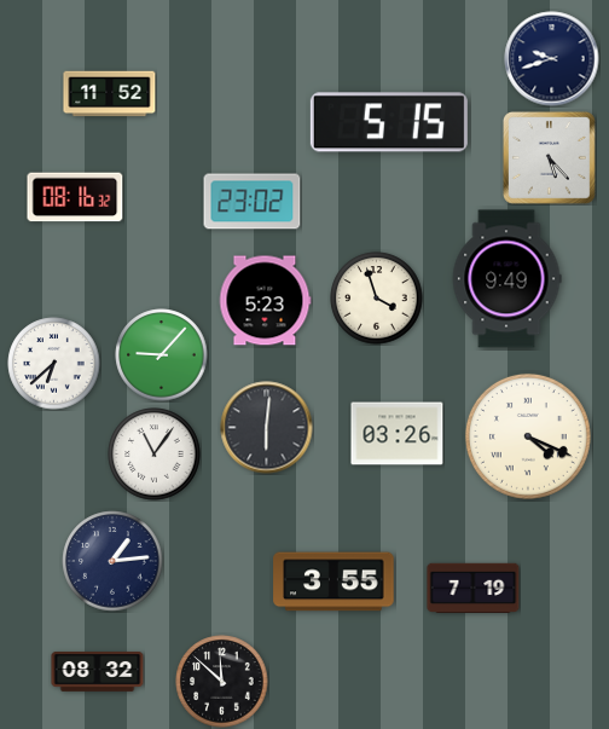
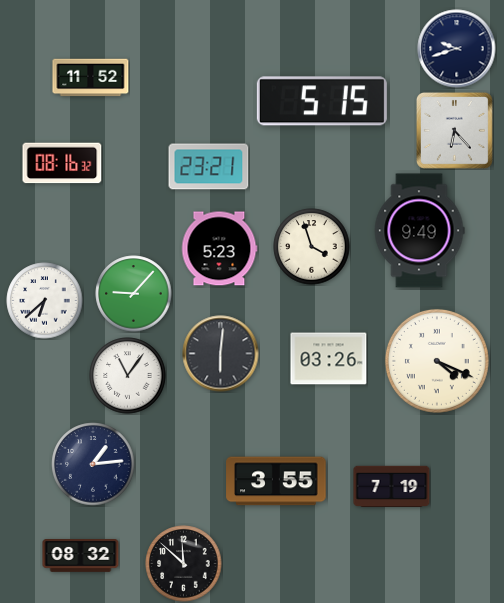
clock at (549, 157): 5:23 -> 6:23
clock at (253, 202): 23:02 -> 23:21
